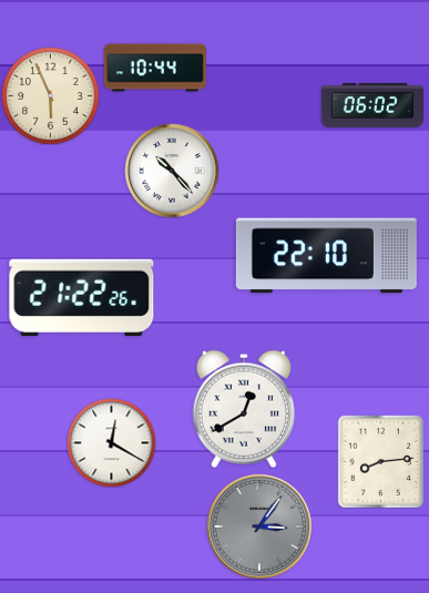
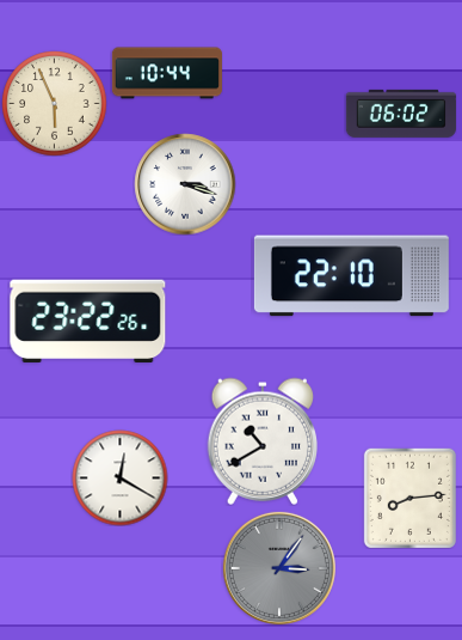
clock at (172, 171): 10:23 -> 3:18
clock at (82, 298): 21:22 -> 23:22
clock at (243, 409): 12:40 -> 10:40
